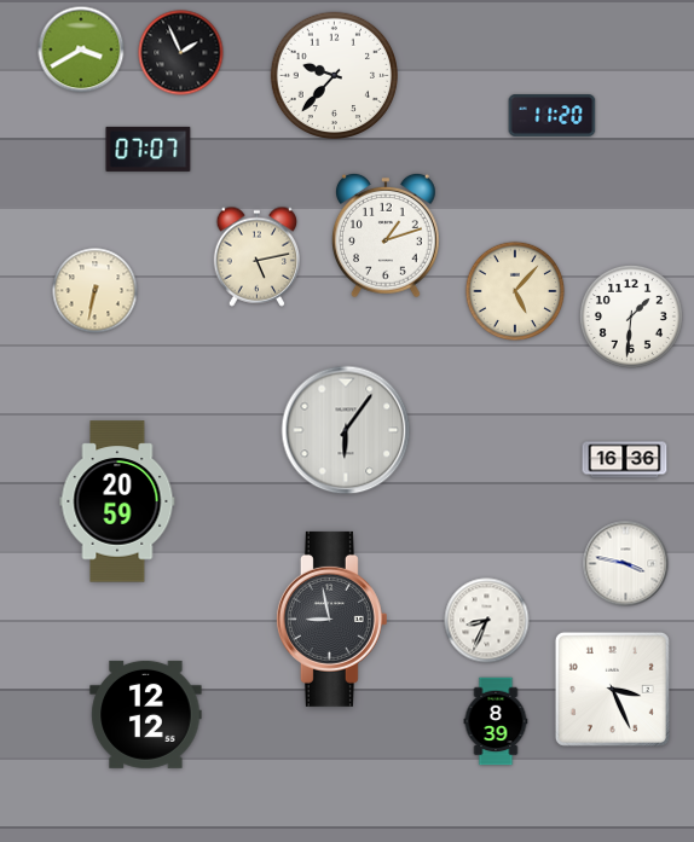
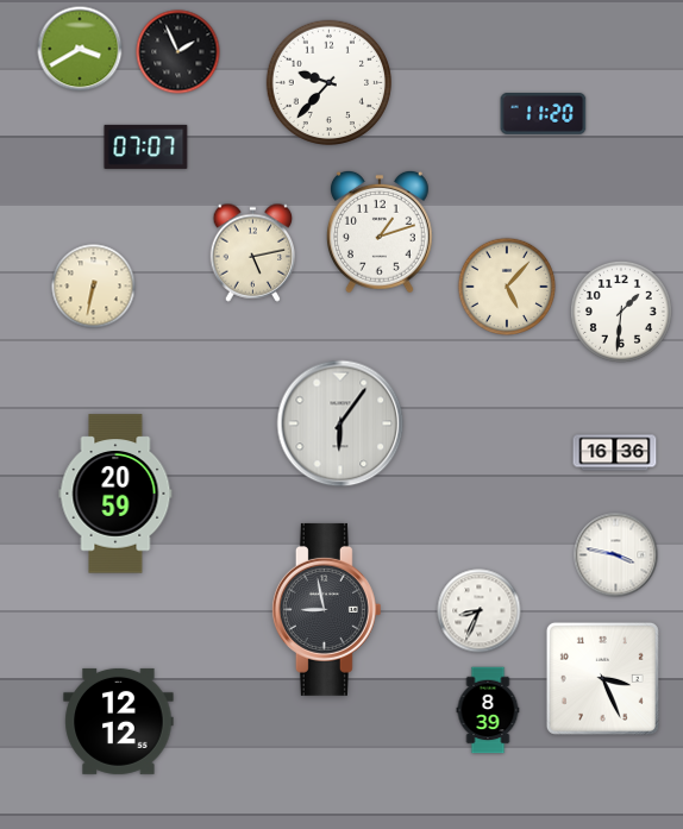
clock at (334, 75) position: (334, 75) -> (328, 82)
clock at (146, 714) position: (146, 714) -> (119, 721)
